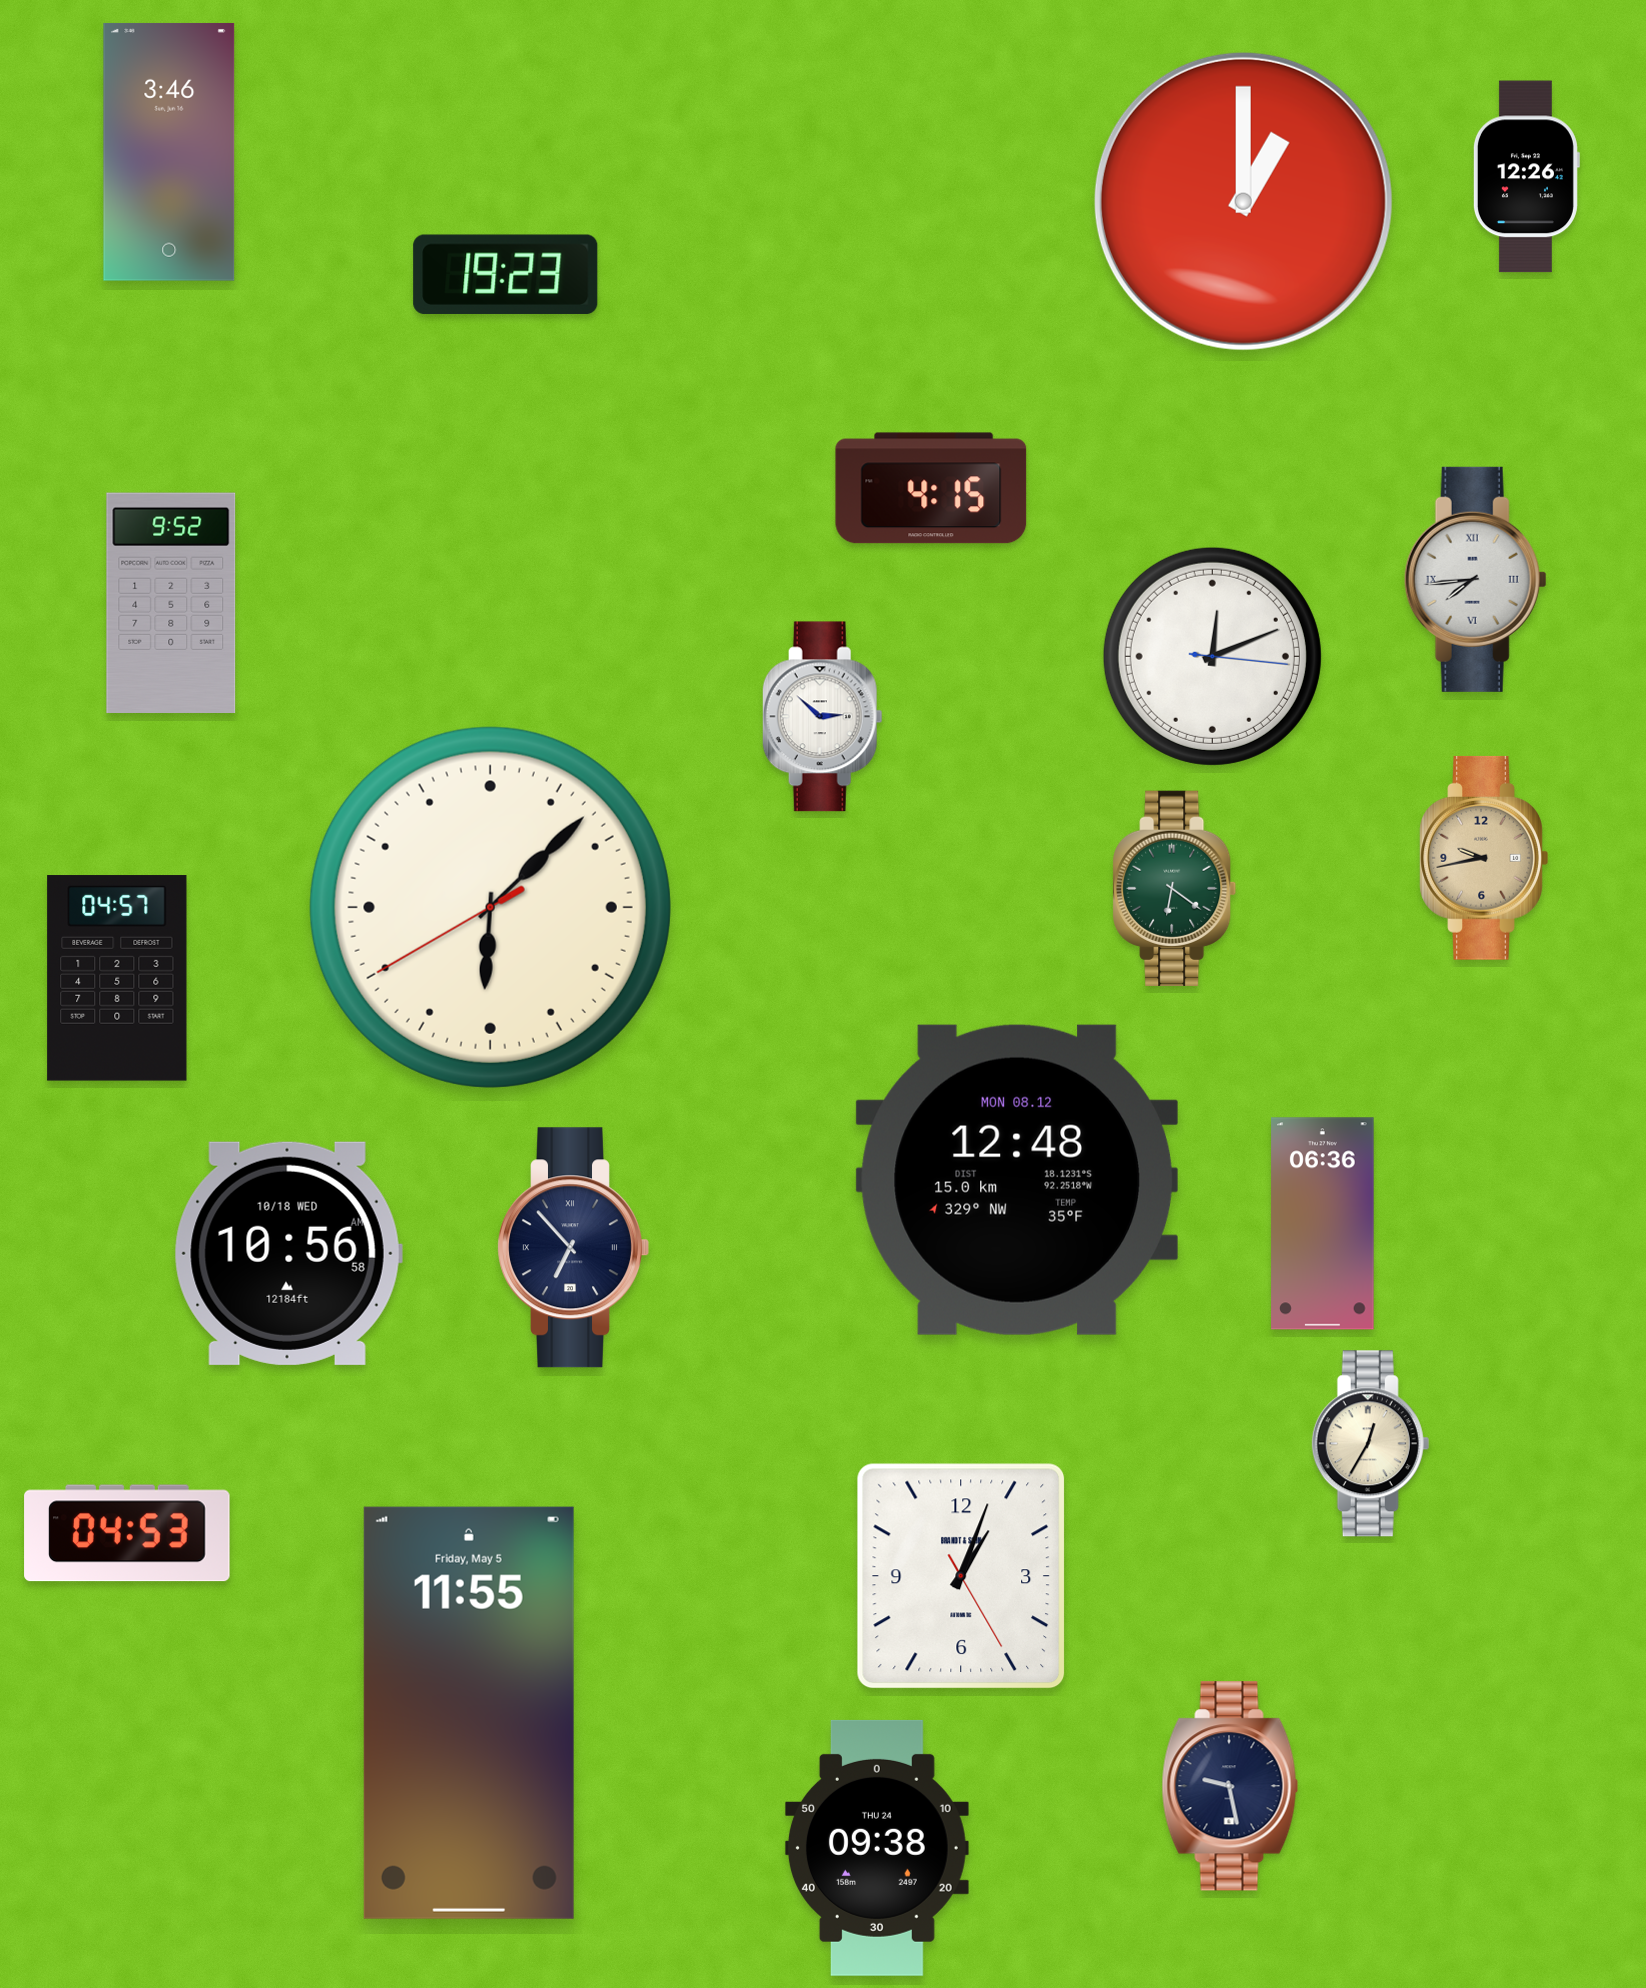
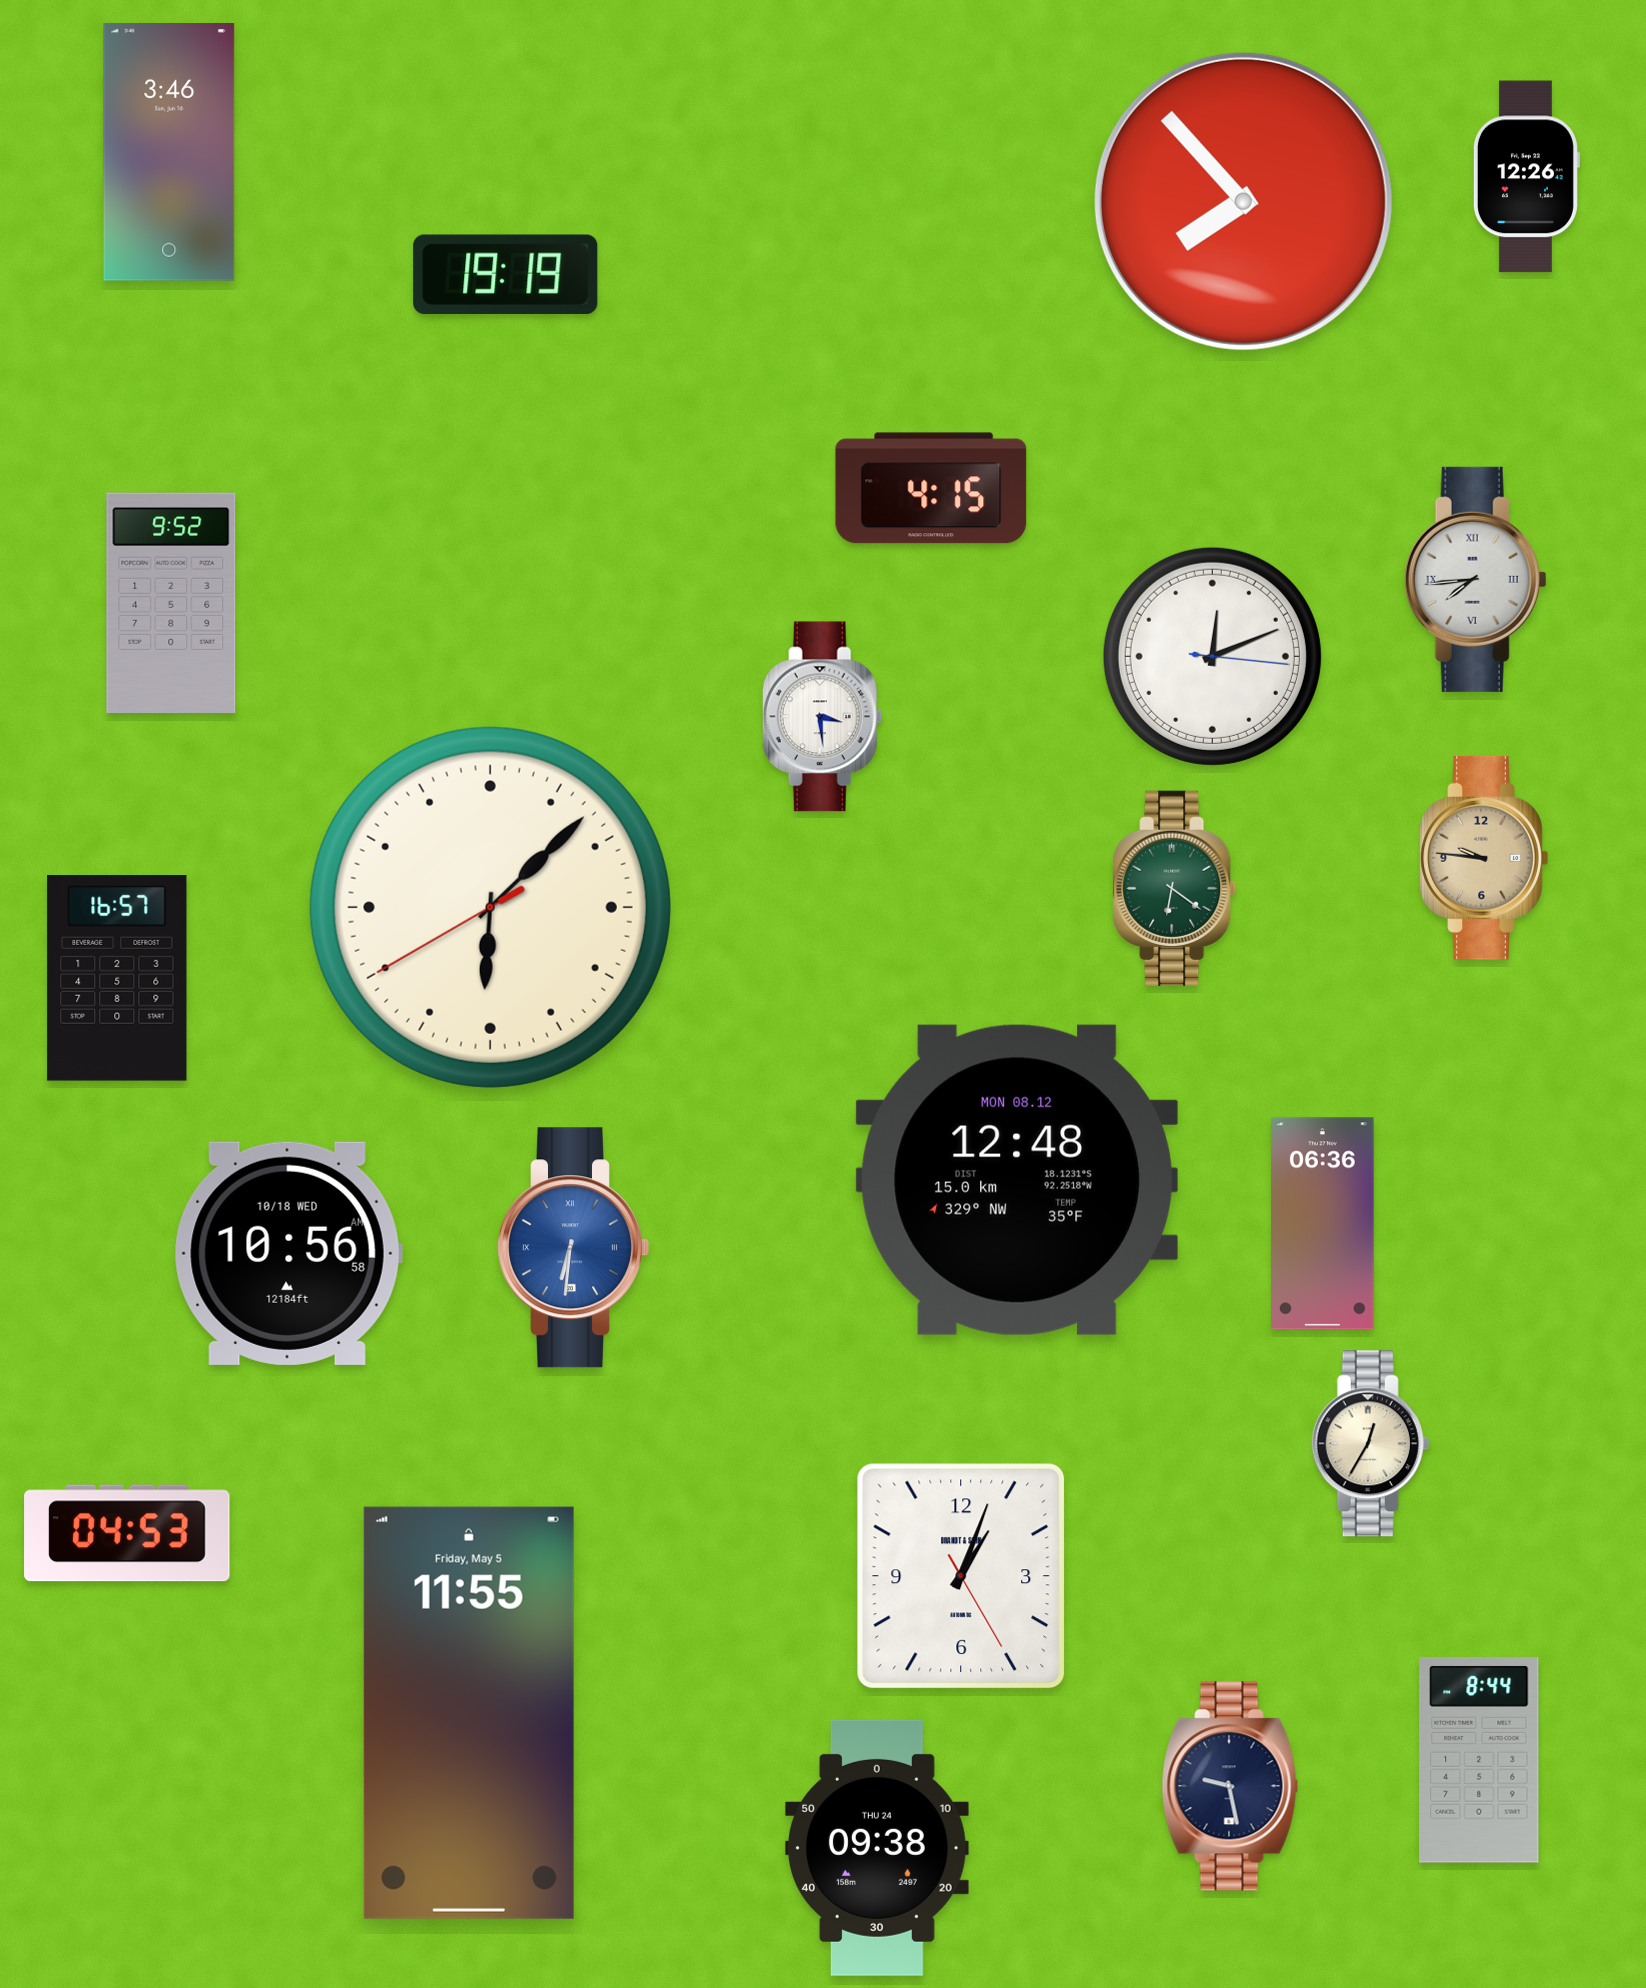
clock at (1243, 201): 1:00 -> 7:53
clock at (506, 274): 19:23 -> 19:19
clock at (822, 717): 2:52 -> 3:29
clock at (1484, 858): 9:43 -> 9:46
clock at (117, 978): 04:57 -> 16:57
clock at (574, 1248): 6:53 -> 6:31
clock at (574, 1248) dial: navy -> blue
clock at (1479, 1761): none -> 8:44
